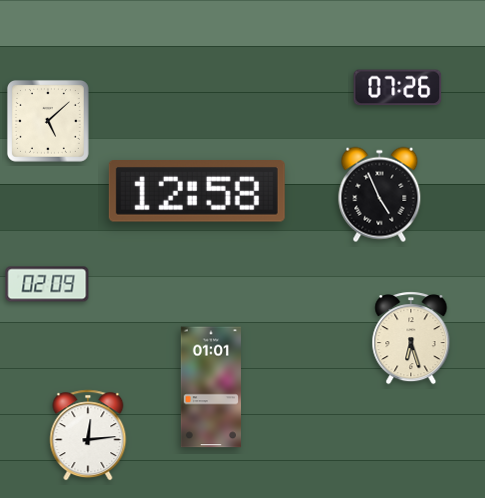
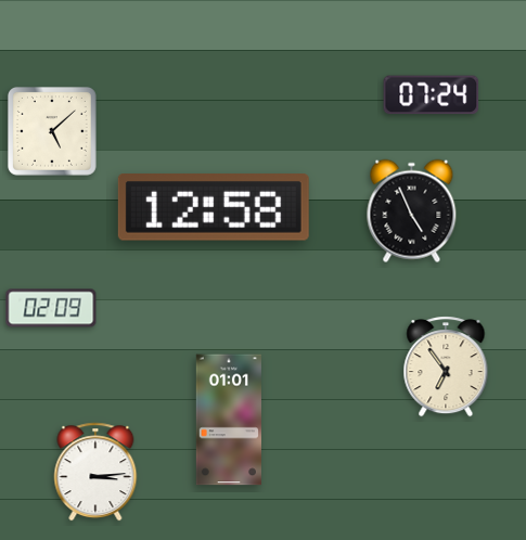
clock at (398, 88): 07:26 -> 07:24
clock at (411, 338): 6:27 -> 6:54
clock at (88, 435): 12:14 -> 3:14
